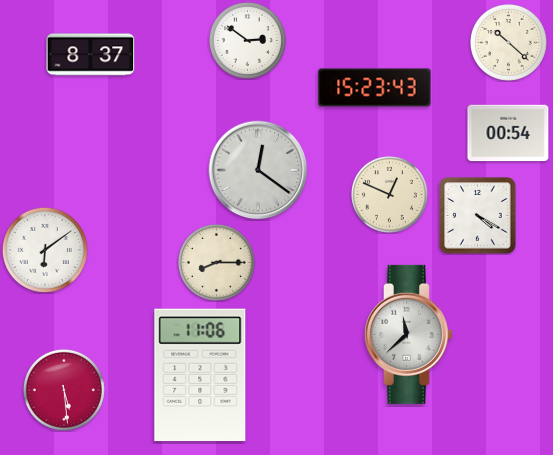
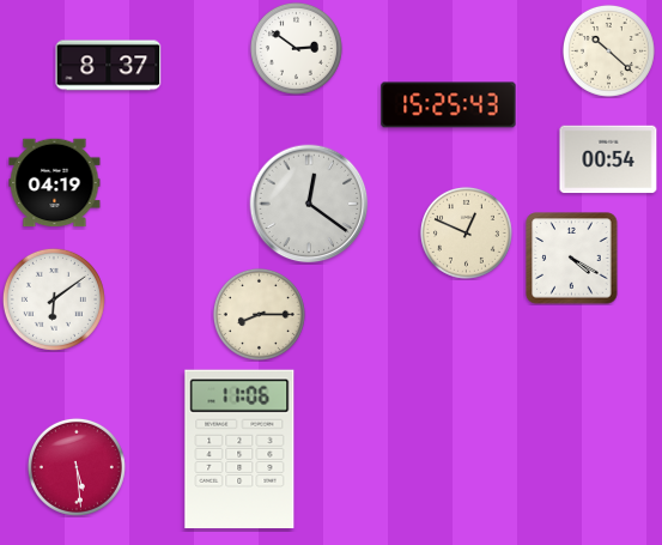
clock at (375, 88): 15:23 -> 15:25
clock at (55, 183): none -> 04:19
clock at (408, 334): 11:38 -> none
